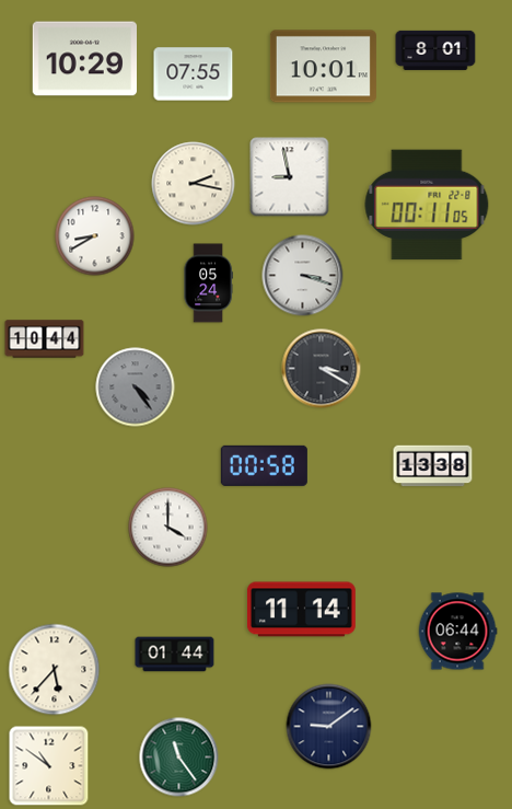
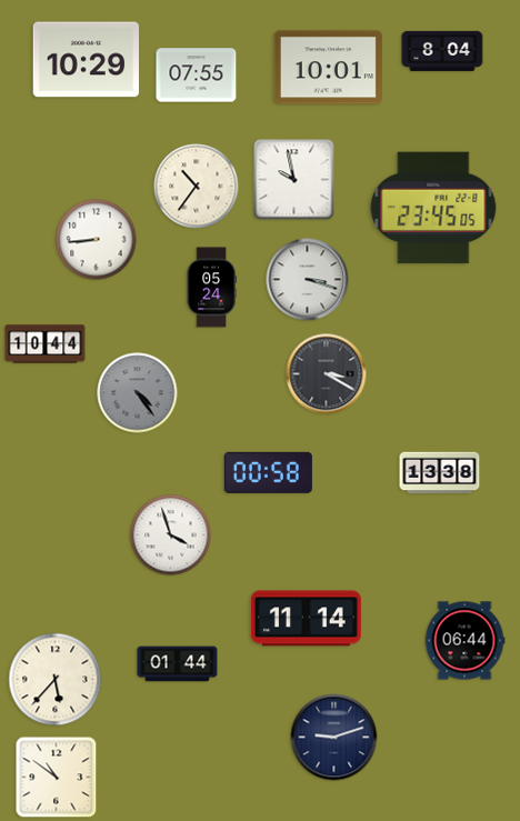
clock at (435, 50): 8:01 -> 8:04
clock at (290, 177): 8:58 -> 9:58
clock at (194, 184): 2:17 -> 10:36
clock at (427, 205): 00:11 -> 23:45
clock at (95, 236): 8:40 -> 8:44
clock at (168, 528): 4:00 -> 3:57
clock at (329, 727): 9:09 -> 9:12
clock at (179, 758): 11:24 -> none
clock at (49, 766) position: (49, 766) -> (57, 778)
